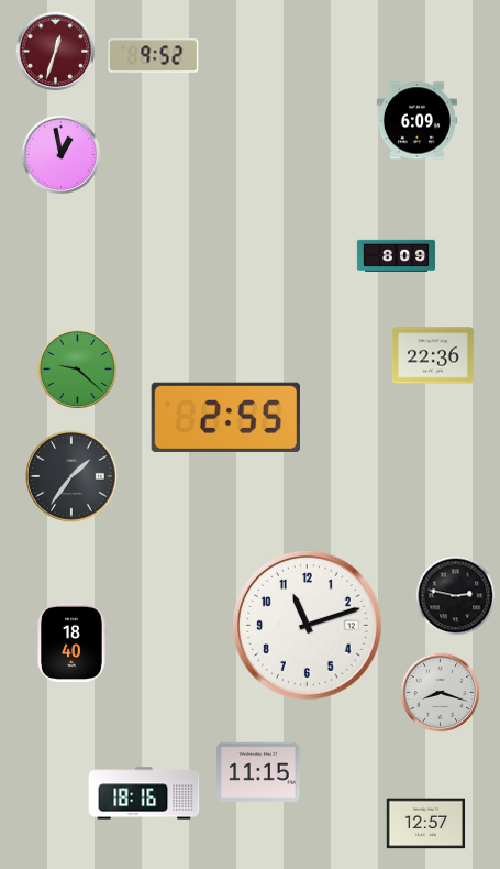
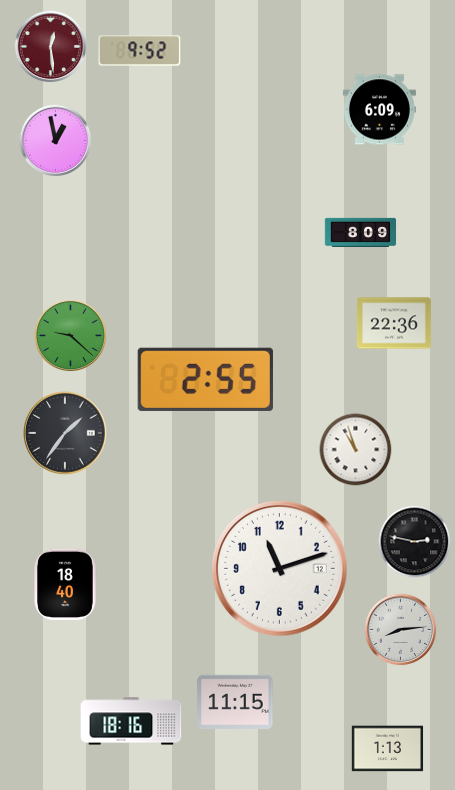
clock at (56, 52): 12:33 -> 12:29
clock at (356, 450): none -> 10:57
clock at (441, 693): 8:18 -> 8:14
clock at (426, 824): 12:57 -> 1:13
